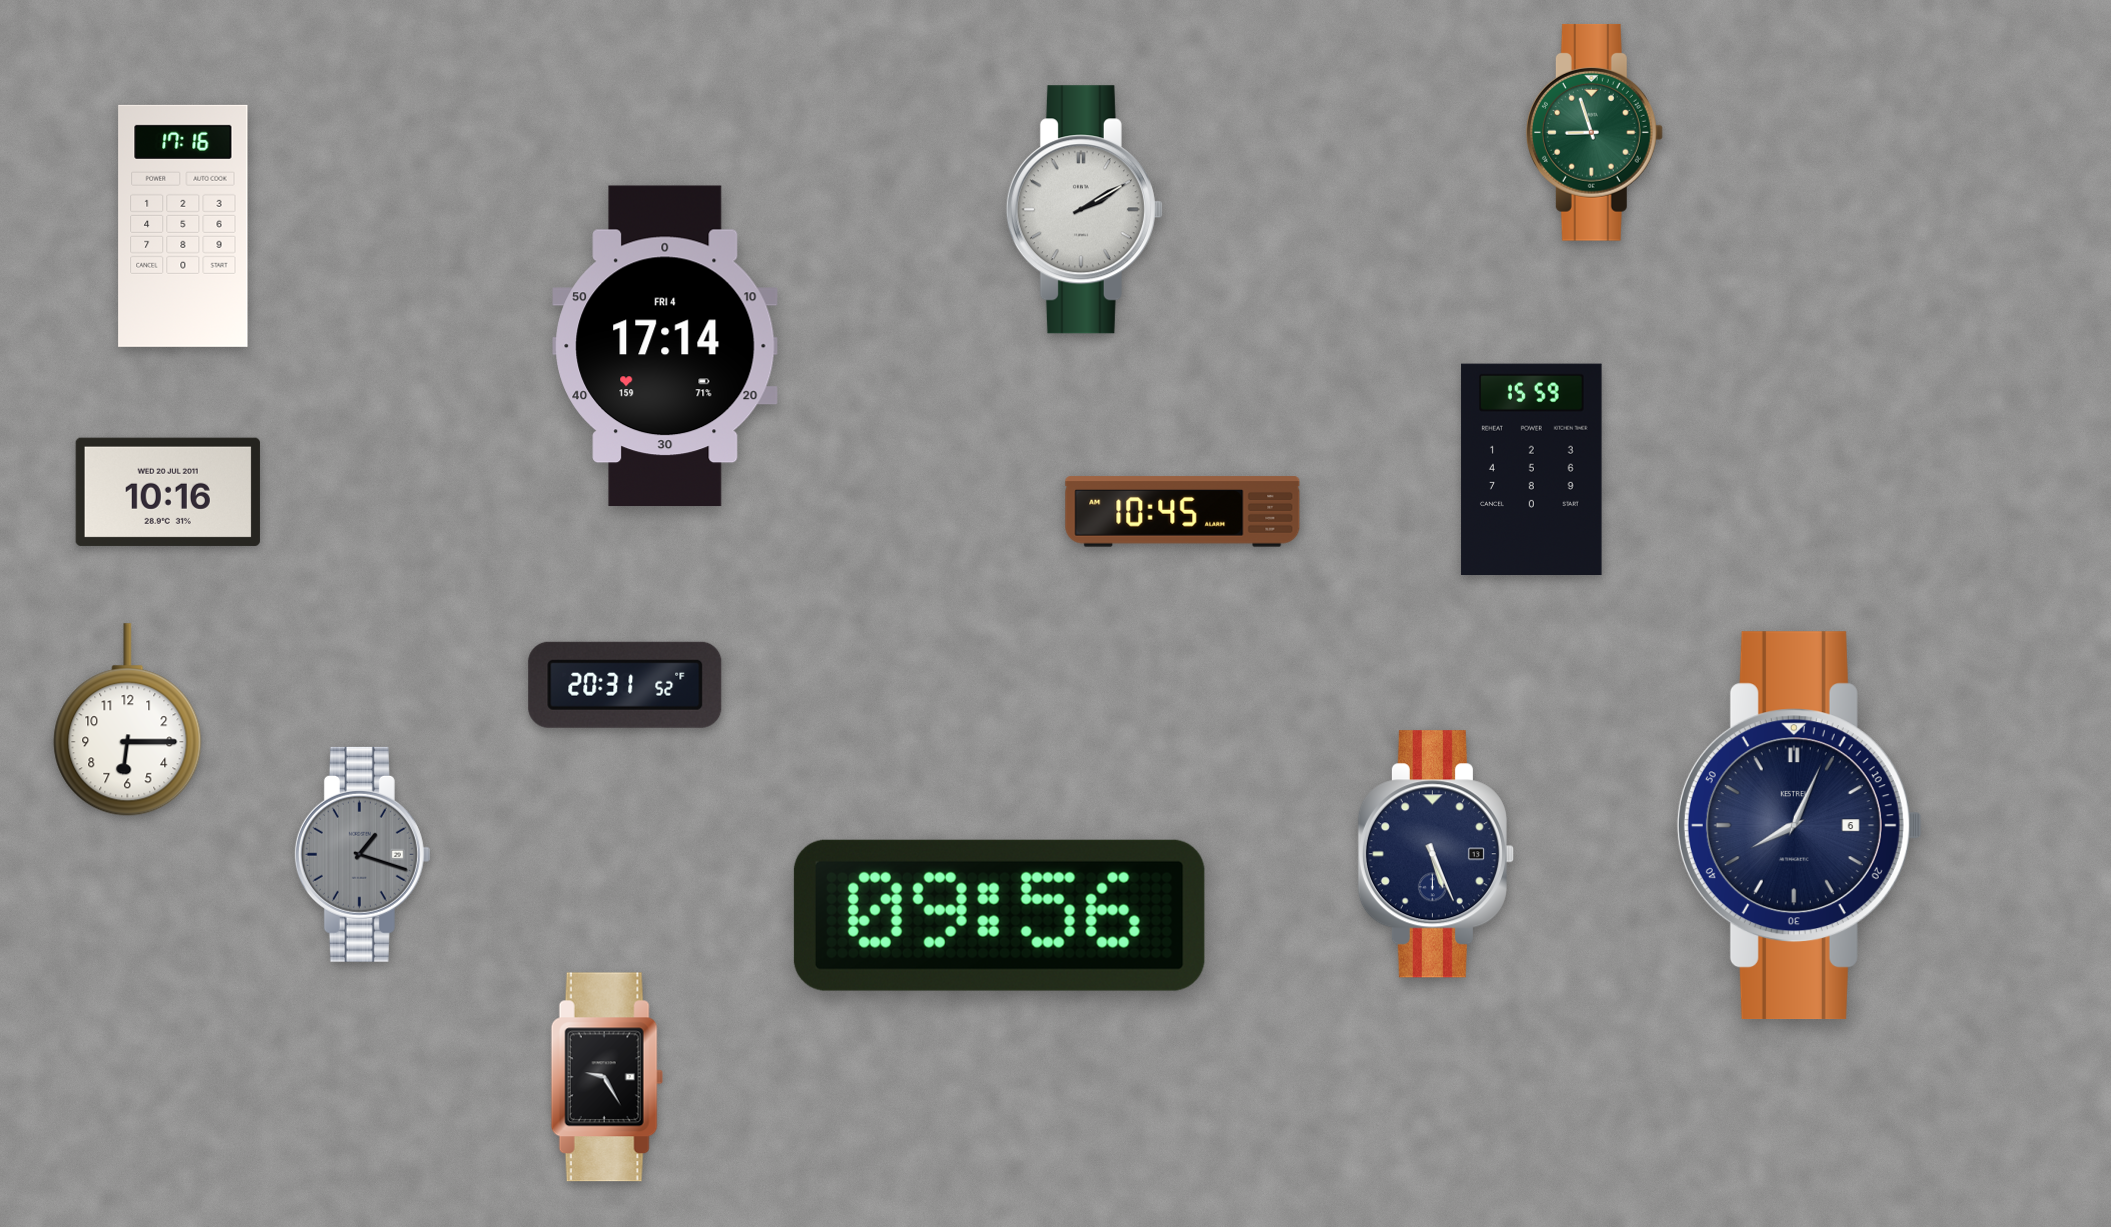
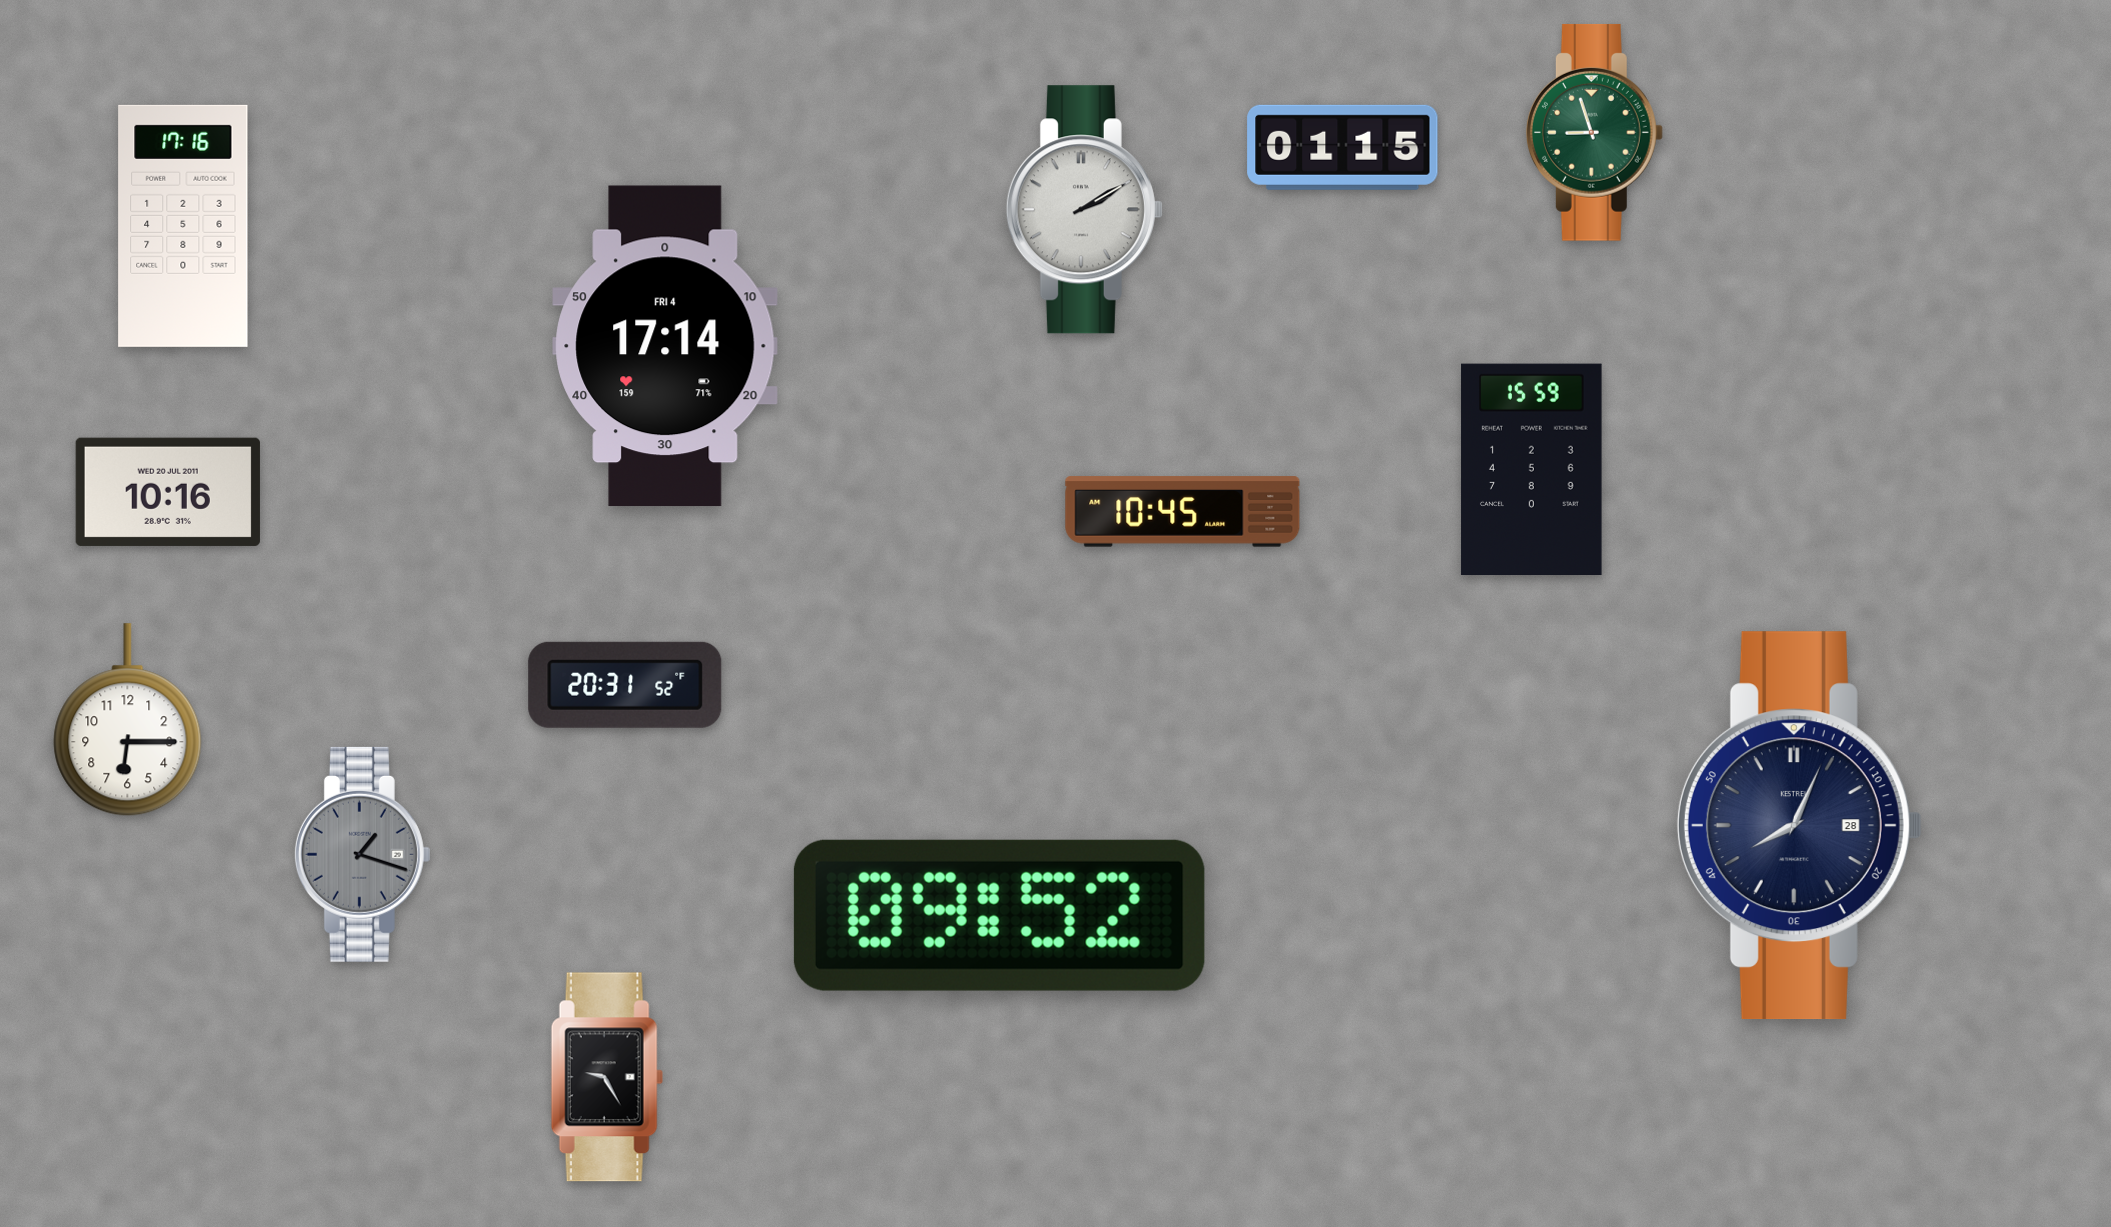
clock at (1343, 147): none -> 01:15
clock at (1799, 826) date: 6 -> 28
clock at (1436, 854): 5:26 -> none
clock at (999, 915): 09:56 -> 09:52
